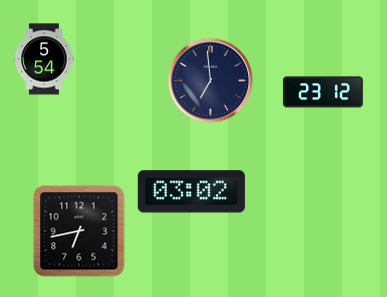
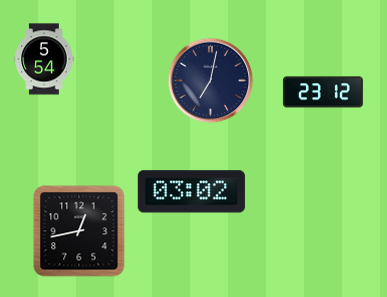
clock at (211, 81): 6:59 -> 7:02
clock at (79, 231): 6:43 -> 12:43
